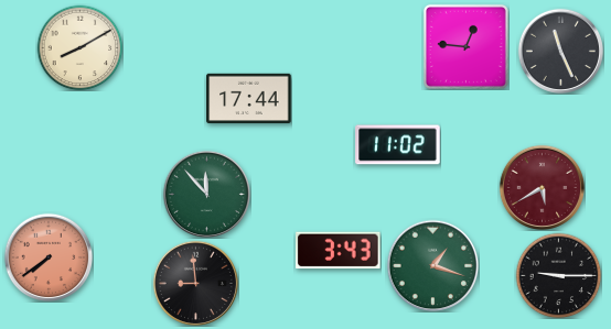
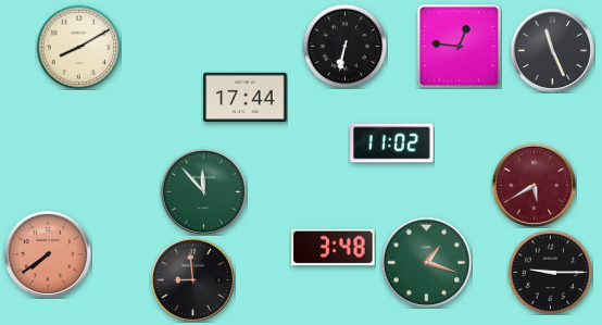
clock at (344, 46): none -> 6:32
clock at (339, 251): 3:43 -> 3:48
